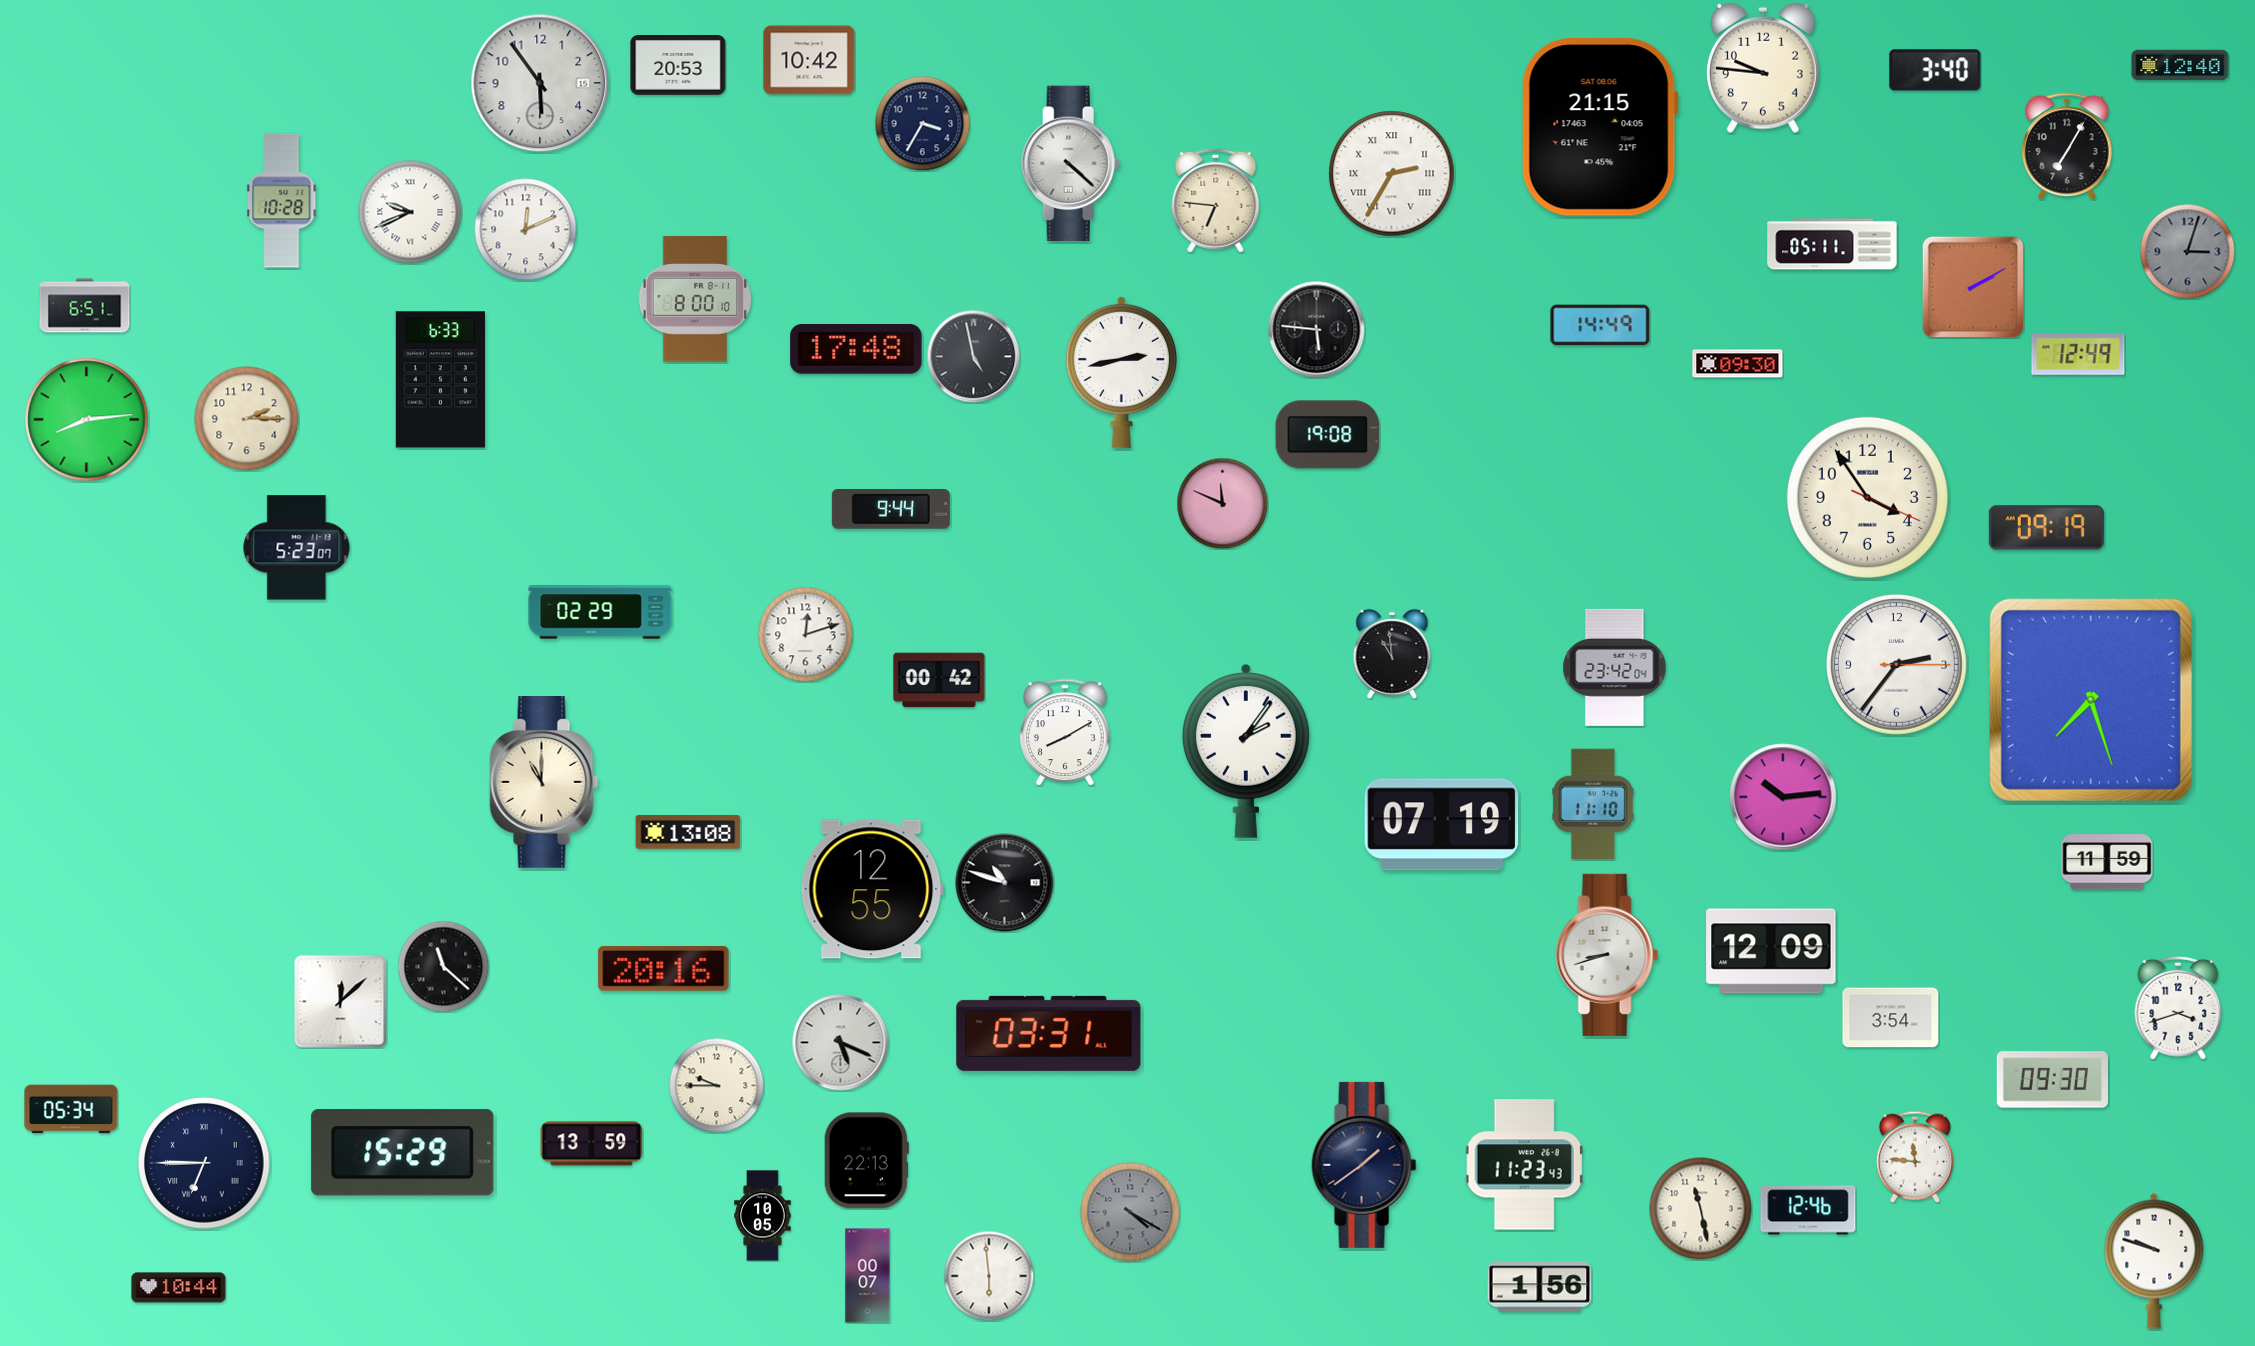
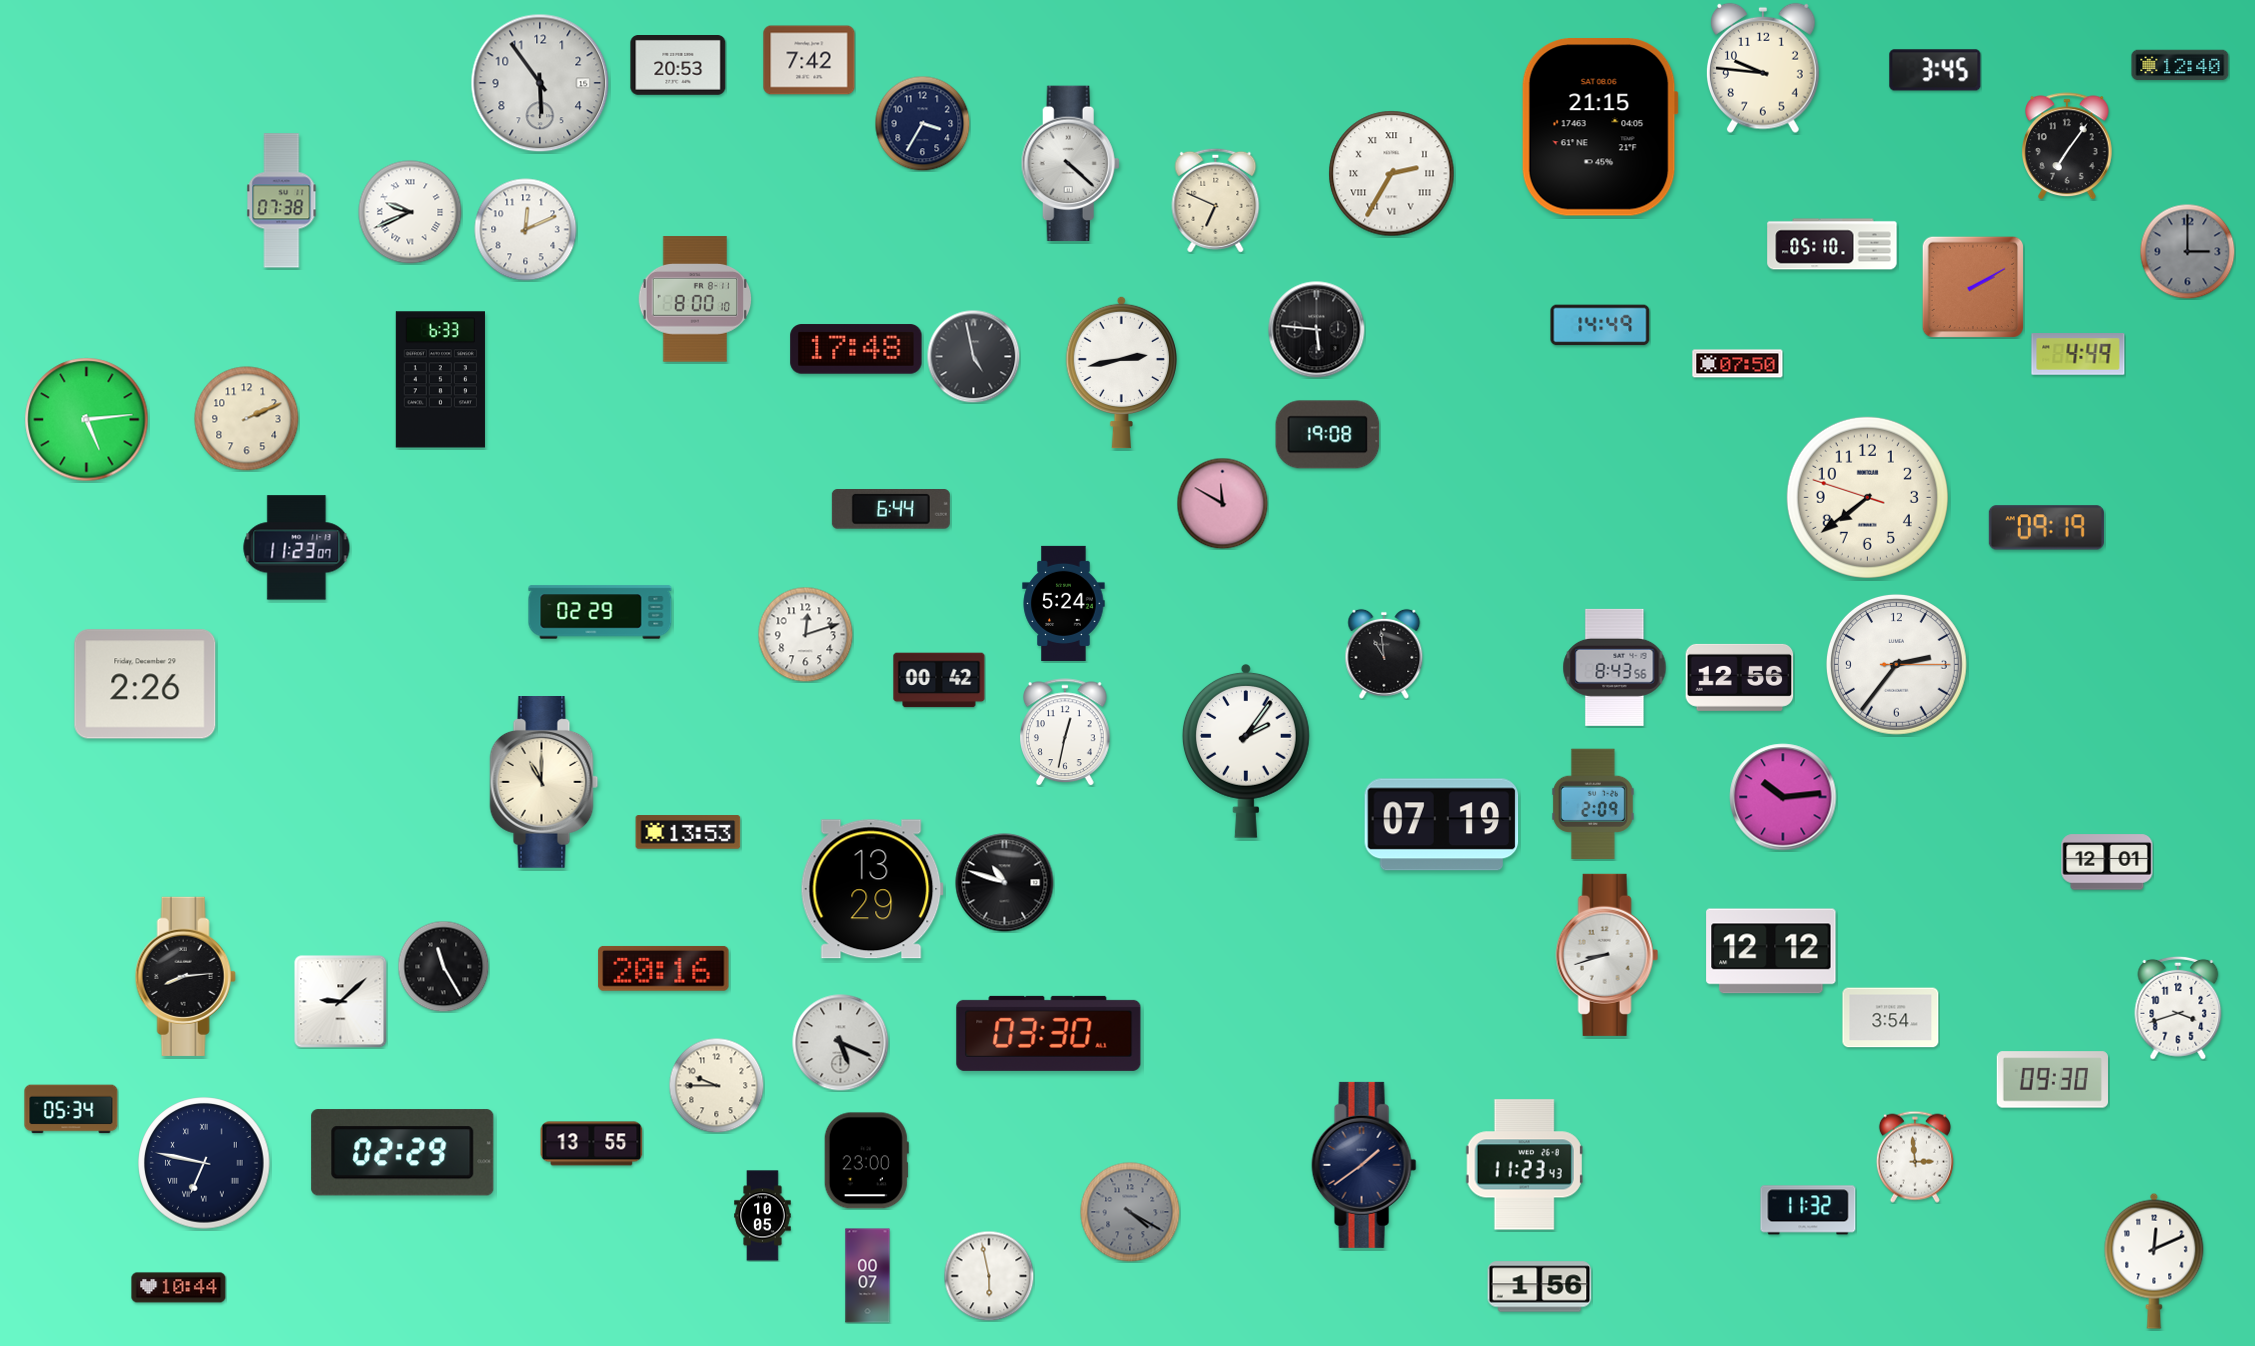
clock at (809, 60): 10:42 -> 7:42
clock at (1935, 70): 3:40 -> 3:45
clock at (2068, 146): 7:05 -> 7:06
clock at (1216, 200): 6:46 -> 6:49
clock at (282, 201): 10:28 -> 07:38
clock at (1832, 244): 05:11 -> 05:10
clock at (2187, 251): 3:03 -> 3:00
clock at (85, 306): 6:51 -> none
clock at (2078, 354): 12:49 -> 4:49
clock at (1738, 364): 09:30 -> 07:50
clock at (247, 419): 2:15 -> 2:11
clock at (87, 420): 8:14 -> 5:14
clock at (1867, 497): 3:54 -> 7:38
clock at (1222, 503): 11:49 -> 11:50
clock at (891, 510): 9:44 -> 6:44
clock at (297, 548): 5:23 -> 11:23
clock at (1064, 603): none -> 5:24
clock at (1392, 654) position: (1392, 654) -> (1384, 654)
clock at (1615, 667): 23:42 -> 8:43
clock at (1740, 677): none -> 12:56
clock at (145, 684): none -> 2:26
clock at (2091, 700): 7:27 -> none
clock at (1066, 732): 8:10 -> 12:32
clock at (1593, 804): 11:10 -> 2:09
clock at (688, 832): 13:08 -> 13:53
clock at (2107, 862): 11:59 -> 12:01
clock at (872, 889): 12:55 -> 13:29
clock at (1771, 951): 12:09 -> 12:12
clock at (443, 966): 11:22 -> 11:25
clock at (185, 976): none -> 8:14
clock at (340, 1001): 12:08 -> 9:08
clock at (1049, 1033): 03:31 -> 03:30
clock at (592, 1144): 13:59 -> 13:55
clock at (403, 1153): 15:29 -> 02:29
clock at (1915, 1157): 11:46 -> 2:59
clock at (866, 1161): 22:13 -> 23:00
clock at (204, 1163): 6:45 -> 6:47
clock at (1701, 1209): 11:28 -> none
clock at (1808, 1210): 12:46 -> 11:32
clock at (2154, 1261): 9:48 -> 12:11
clock at (989, 1276): 5:59 -> 5:58
